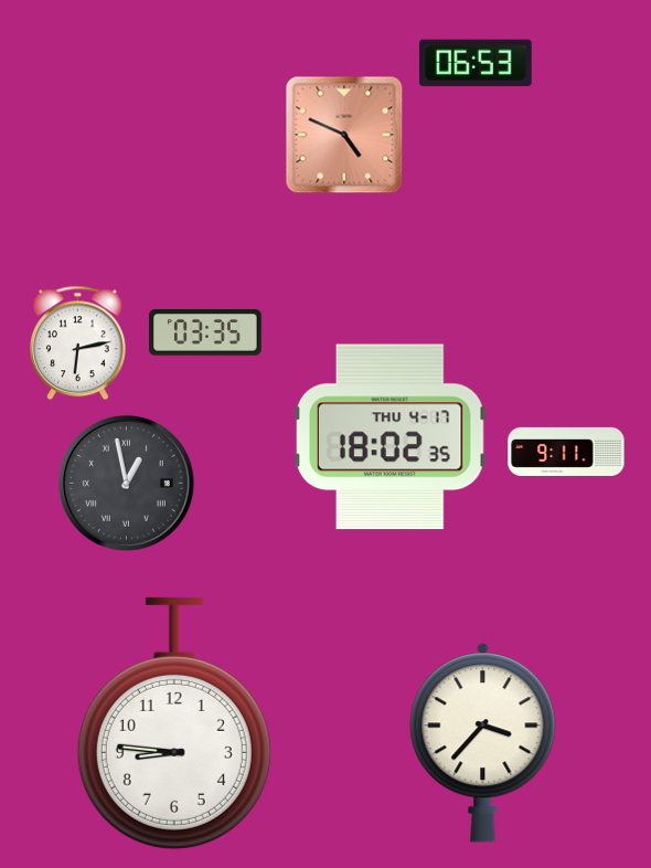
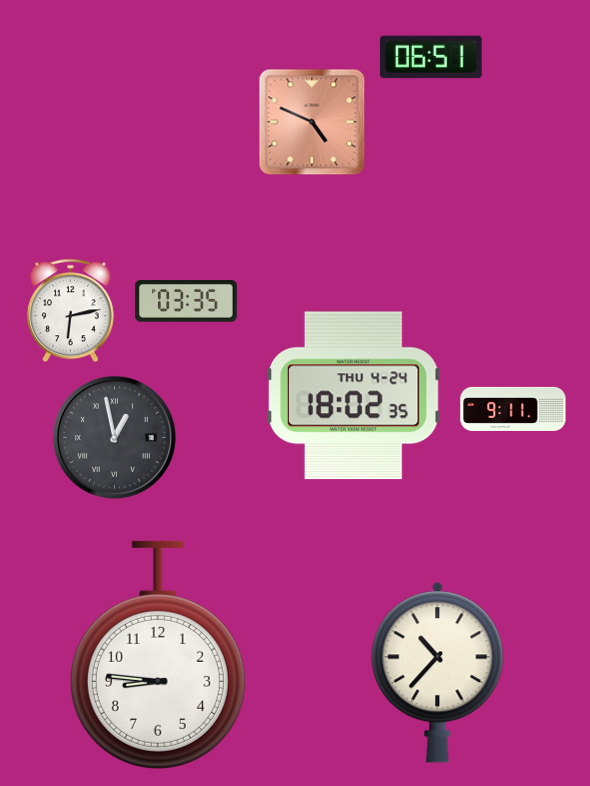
clock at (476, 63): 06:53 -> 06:51
clock at (391, 437) date: THU 4-17 -> THU 4-24
clock at (483, 743): 3:37 -> 10:37
